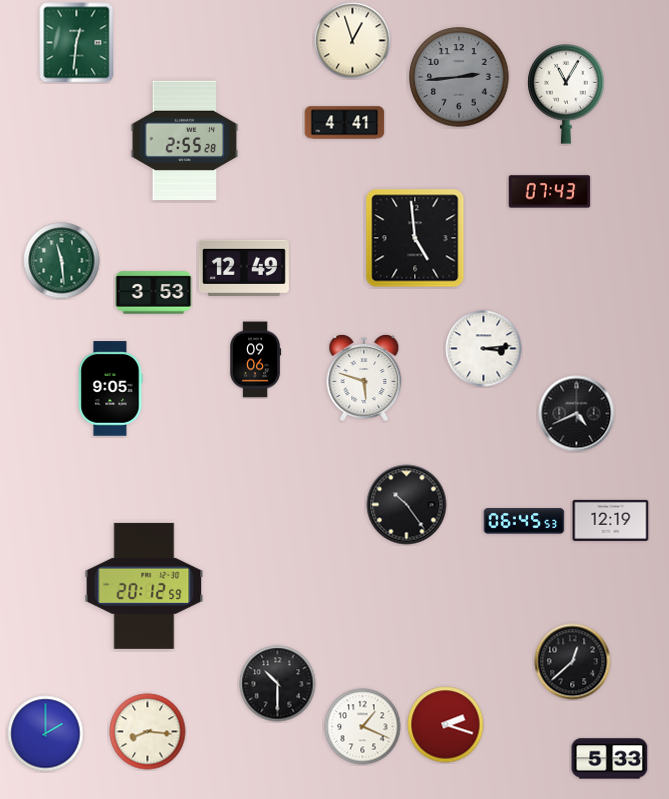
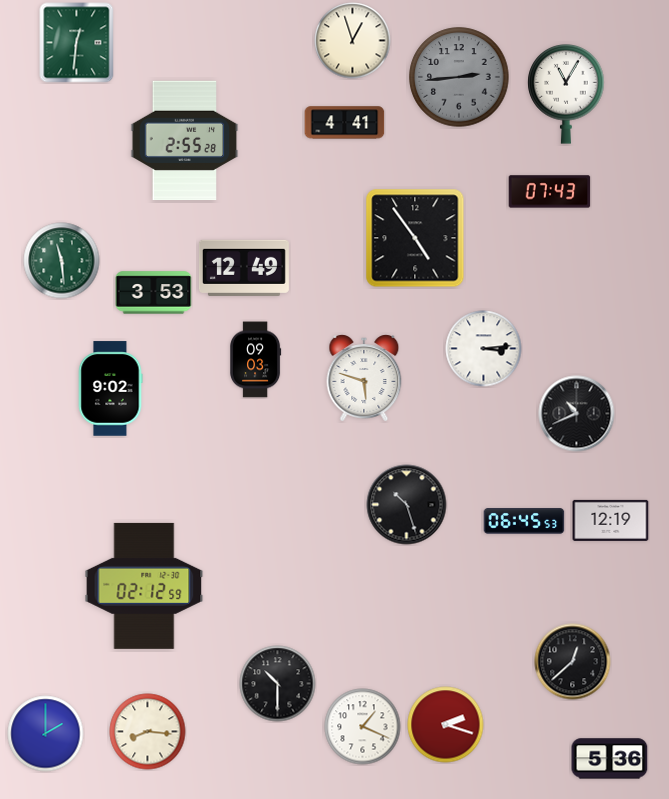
clock at (415, 238): 4:59 -> 4:54
clock at (256, 360): 09:06 -> 09:03
clock at (110, 389): 9:05 -> 9:02
clock at (577, 414): 4:41 -> 10:41
clock at (407, 505): 10:24 -> 10:27
clock at (144, 586): 20:12 -> 02:12
clock at (610, 759): 5:33 -> 5:36
